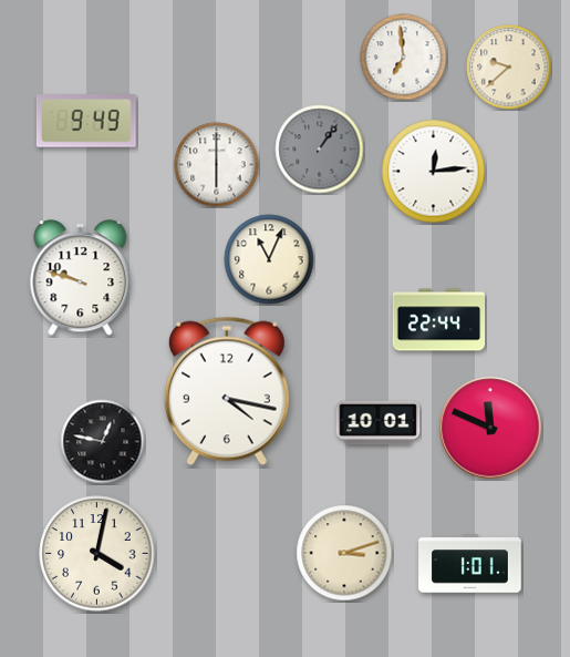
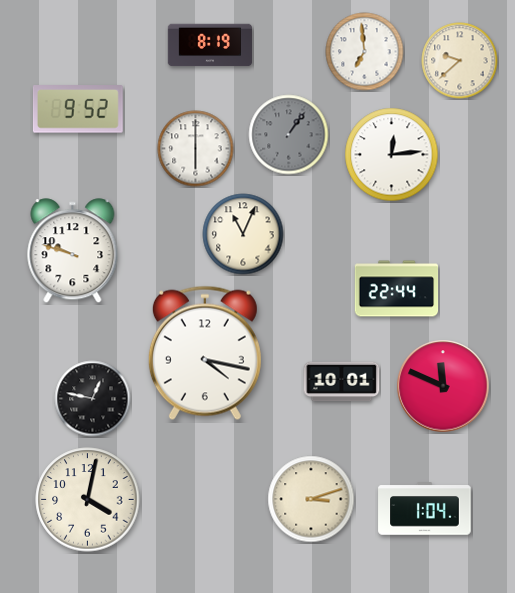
clock at (209, 45): none -> 8:19
clock at (86, 121): 9:49 -> 9:52
clock at (470, 564): 1:01 -> 1:04
